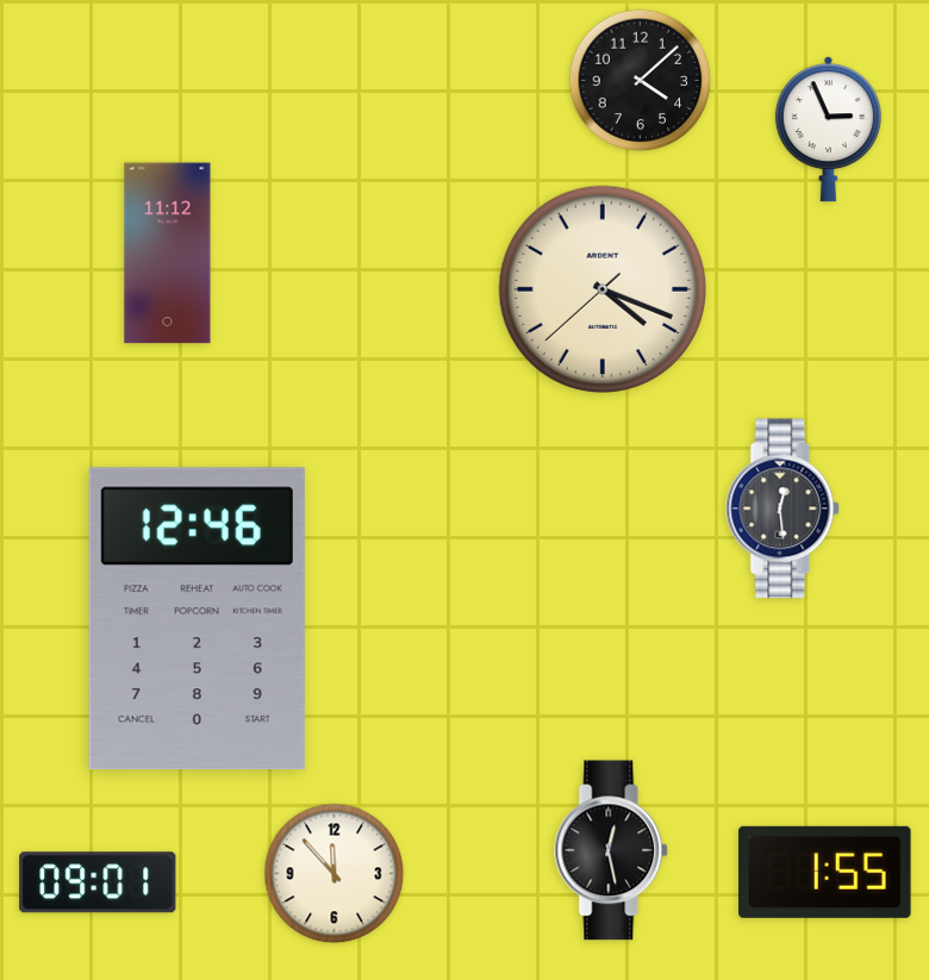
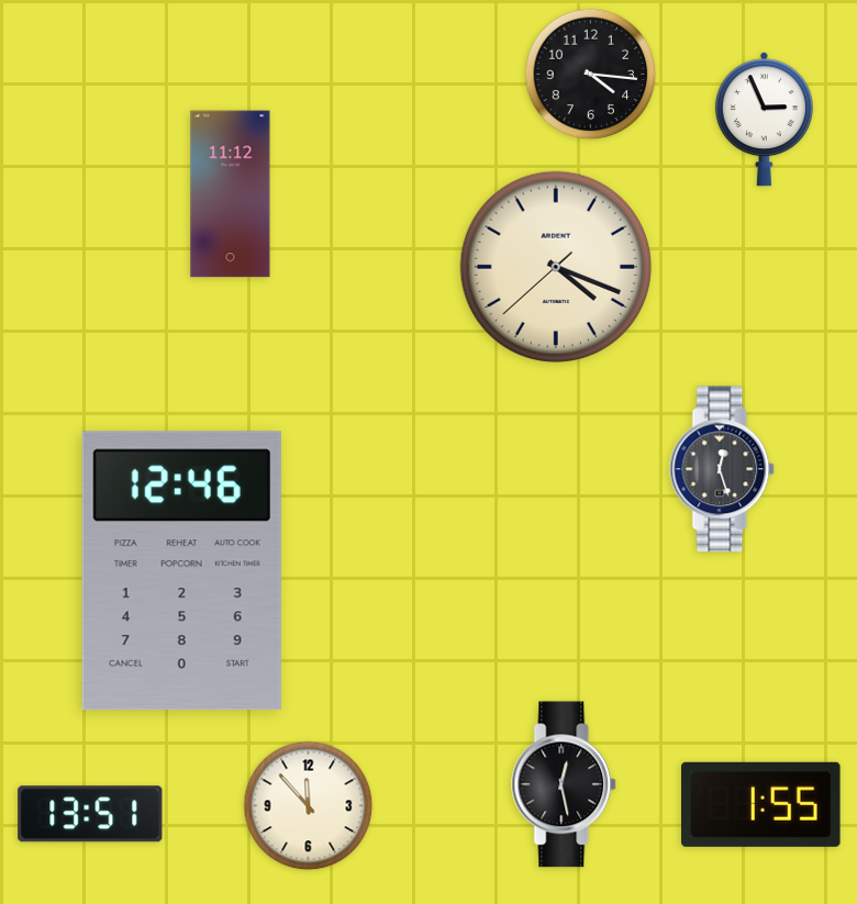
clock at (641, 81): 4:08 -> 4:16
clock at (168, 254) position: (168, 254) -> (231, 194)
clock at (784, 508): 12:29 -> 12:27
clock at (98, 882): 09:01 -> 13:51
